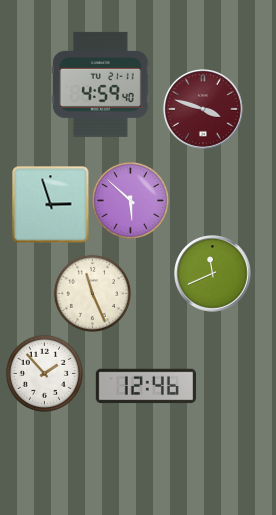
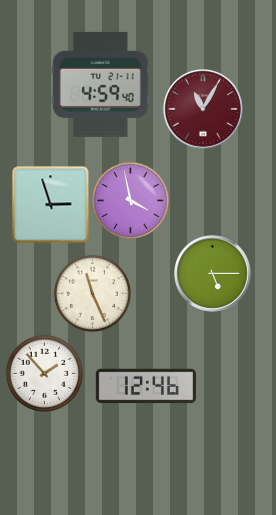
clock at (203, 109): 3:48 -> 11:05
clock at (130, 200): 5:52 -> 3:58
clock at (213, 274): 11:41 -> 5:15
